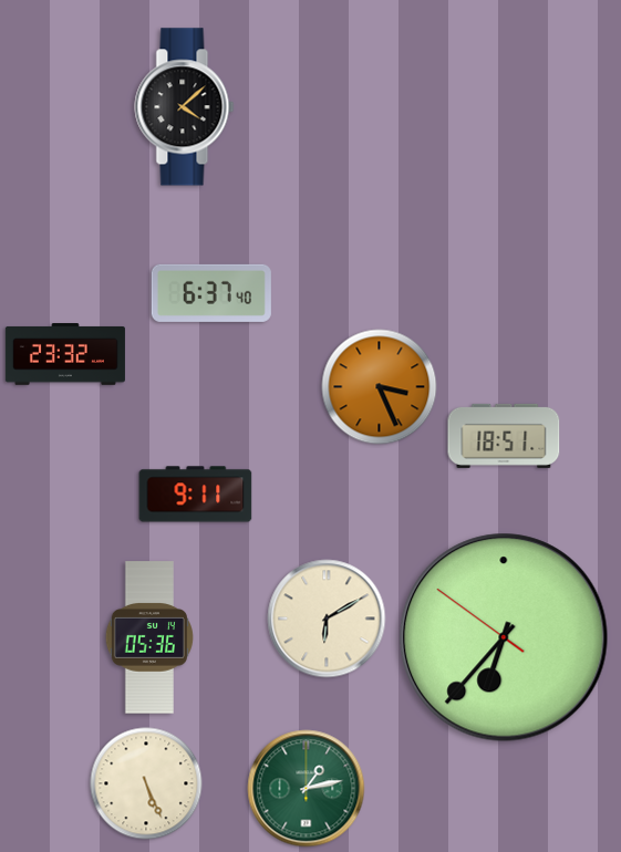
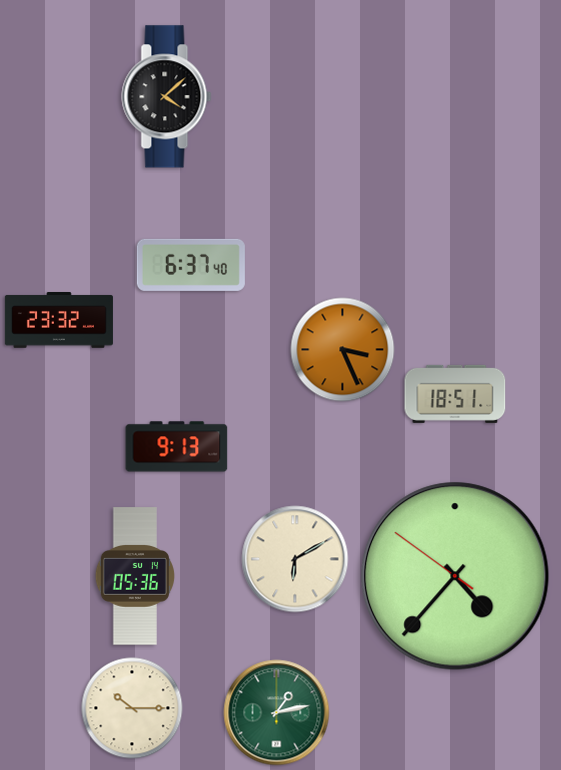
clock at (196, 495): 9:11 -> 9:13
clock at (504, 637): 6:36 -> 4:36
clock at (146, 783): 5:26 -> 10:15
